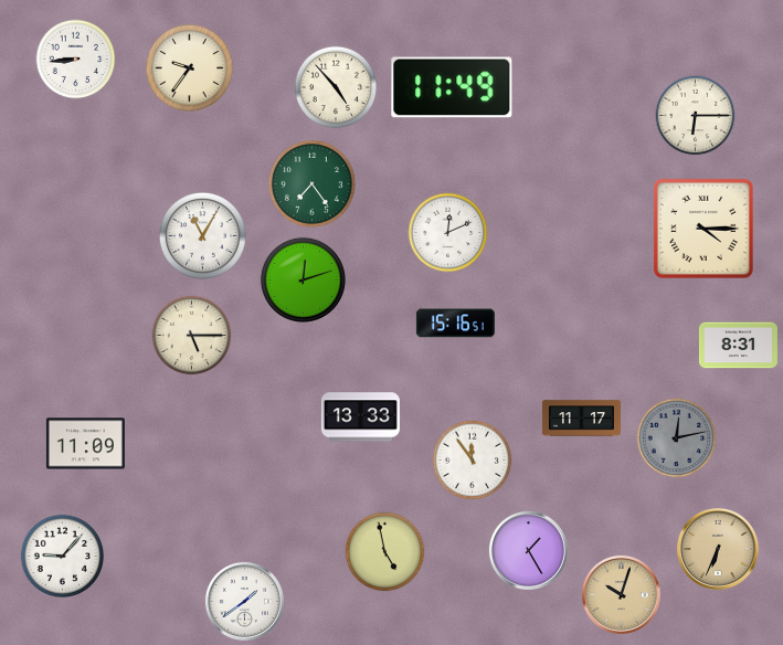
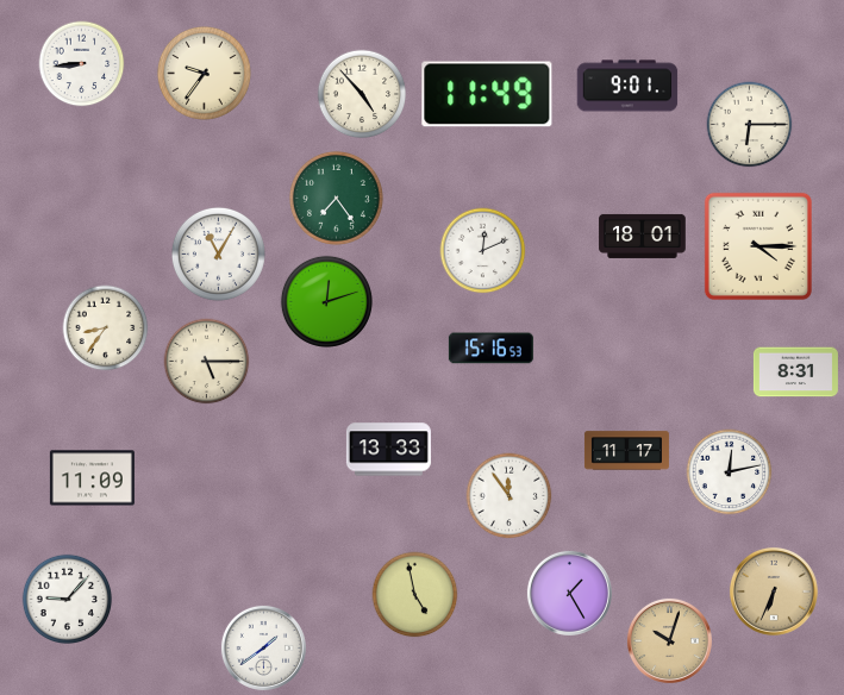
clock at (627, 86): none -> 9:01
clock at (643, 236): none -> 18:01
clock at (106, 328): none -> 8:36
clock at (455, 324): 15:16:51 -> 15:16:53
clock at (677, 438) dial: grey -> white
